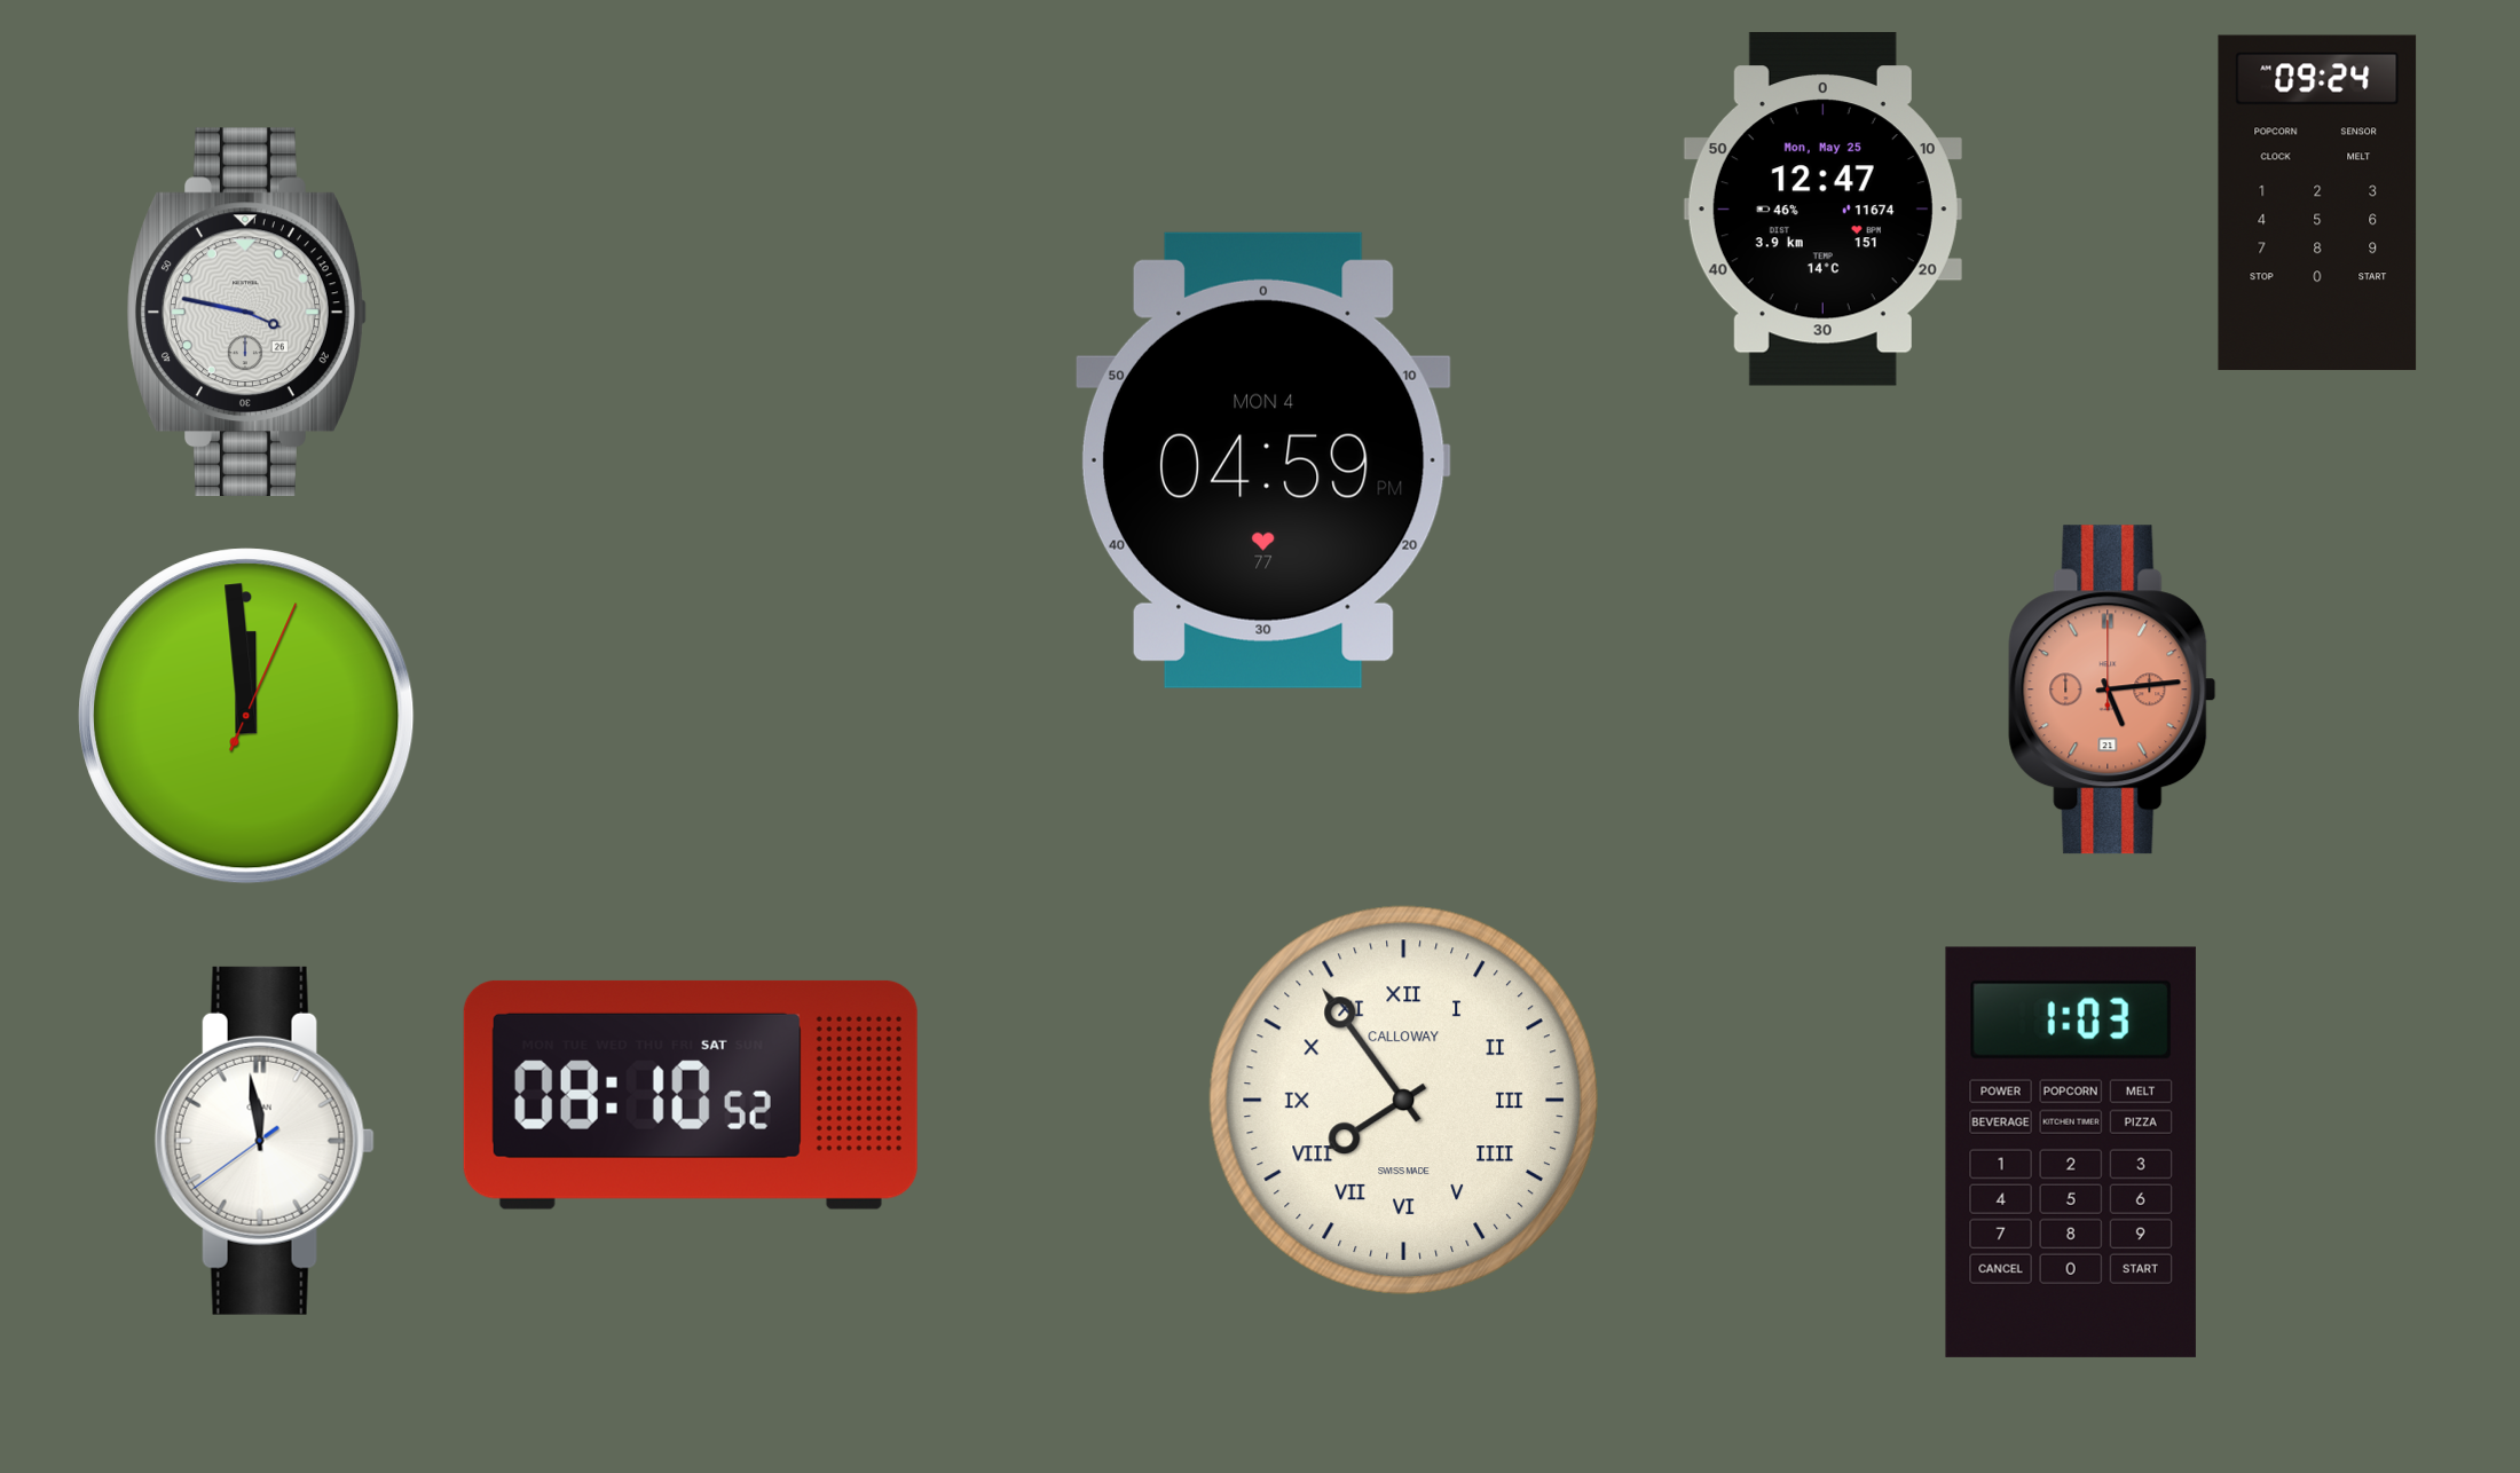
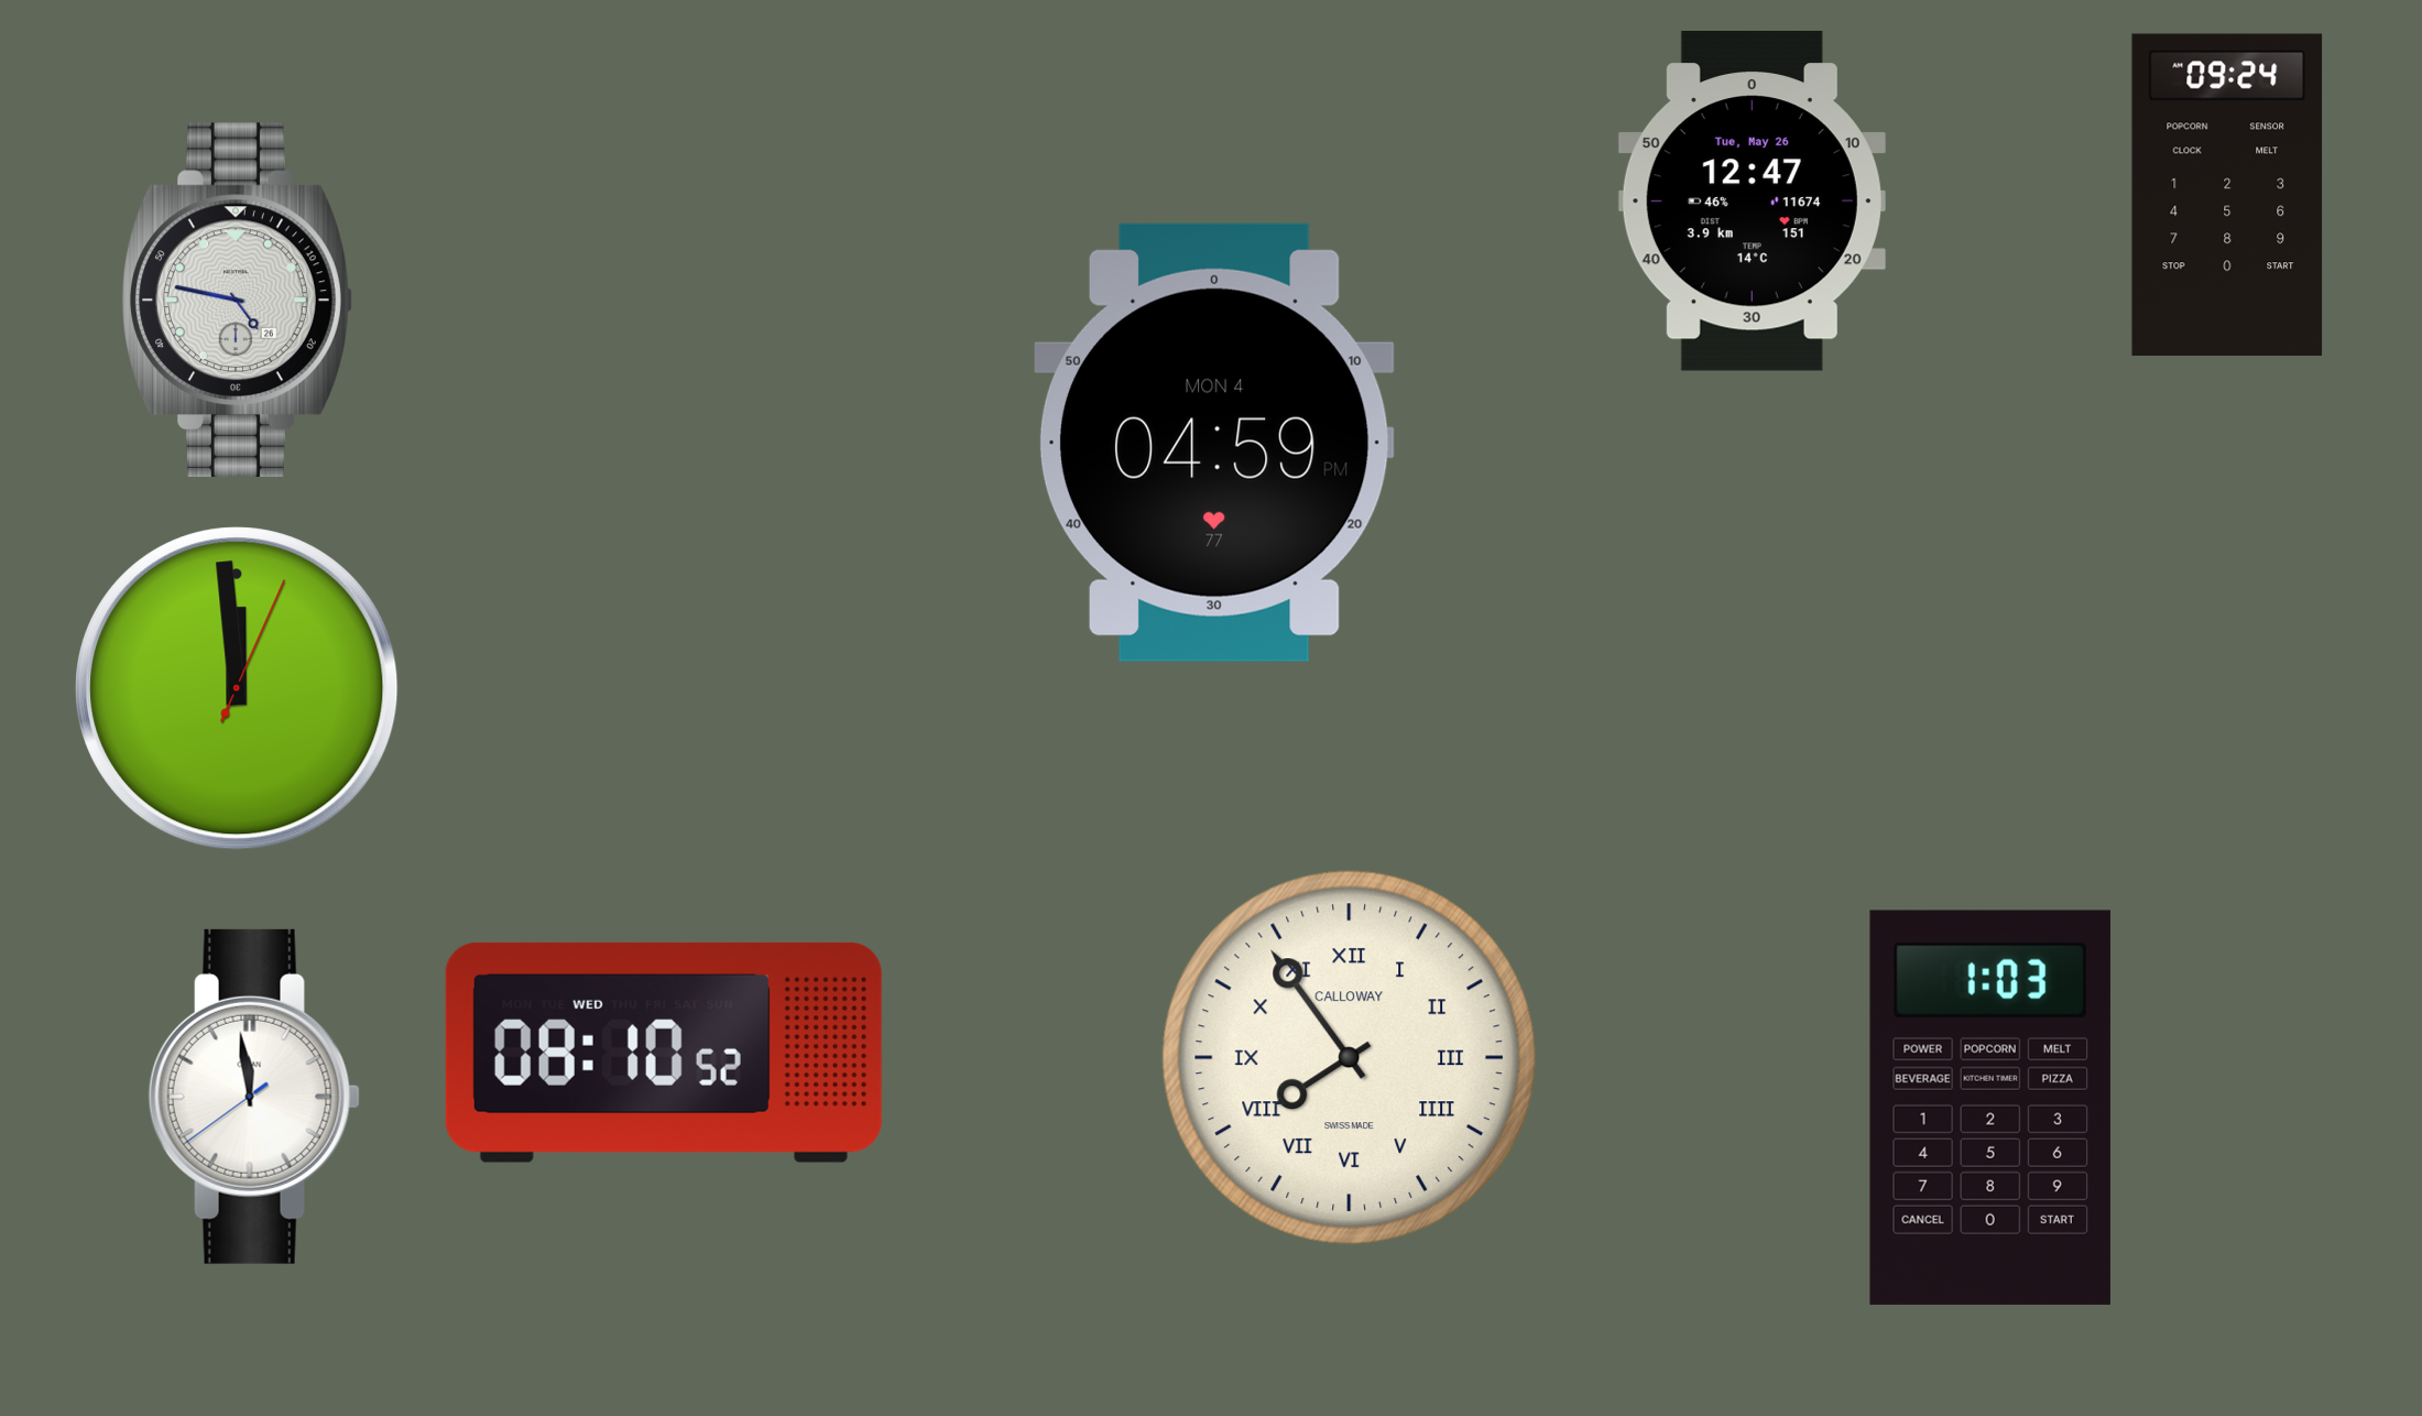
clock at (1822, 208) date: Mon, May 25 -> Tue, May 26
clock at (246, 312): 3:47 -> 4:47
clock at (2112, 690): 5:14 -> none
clock at (691, 1095) date: SAT -> WED
